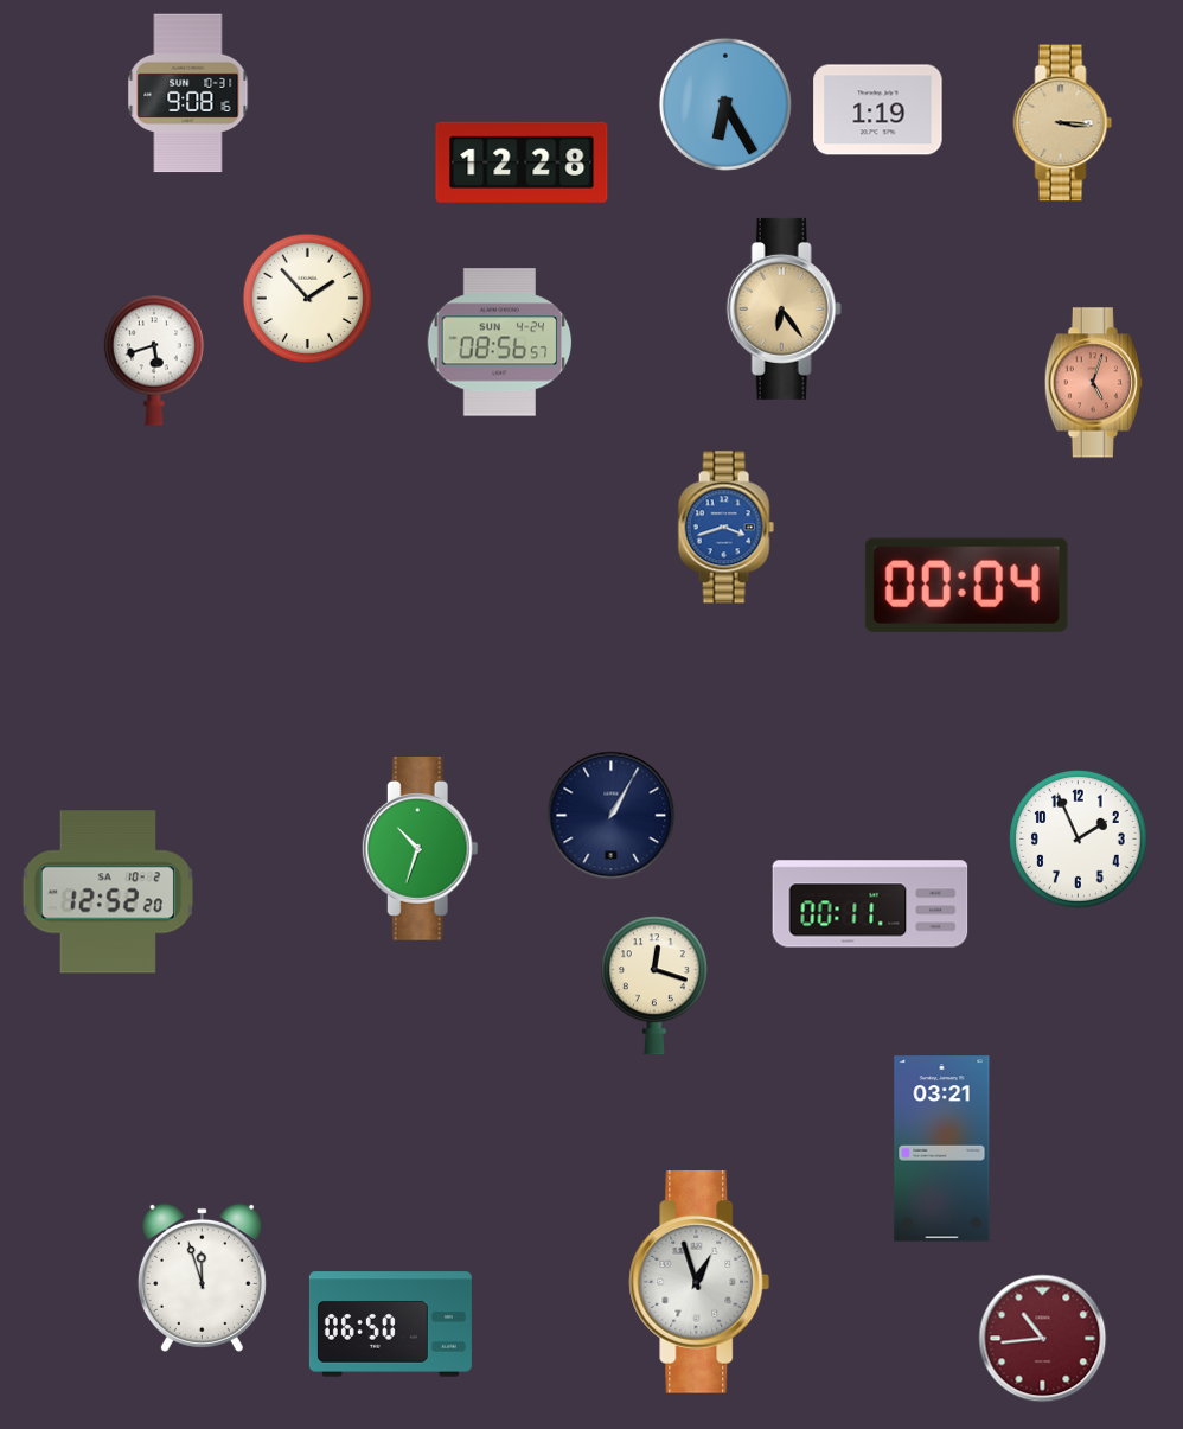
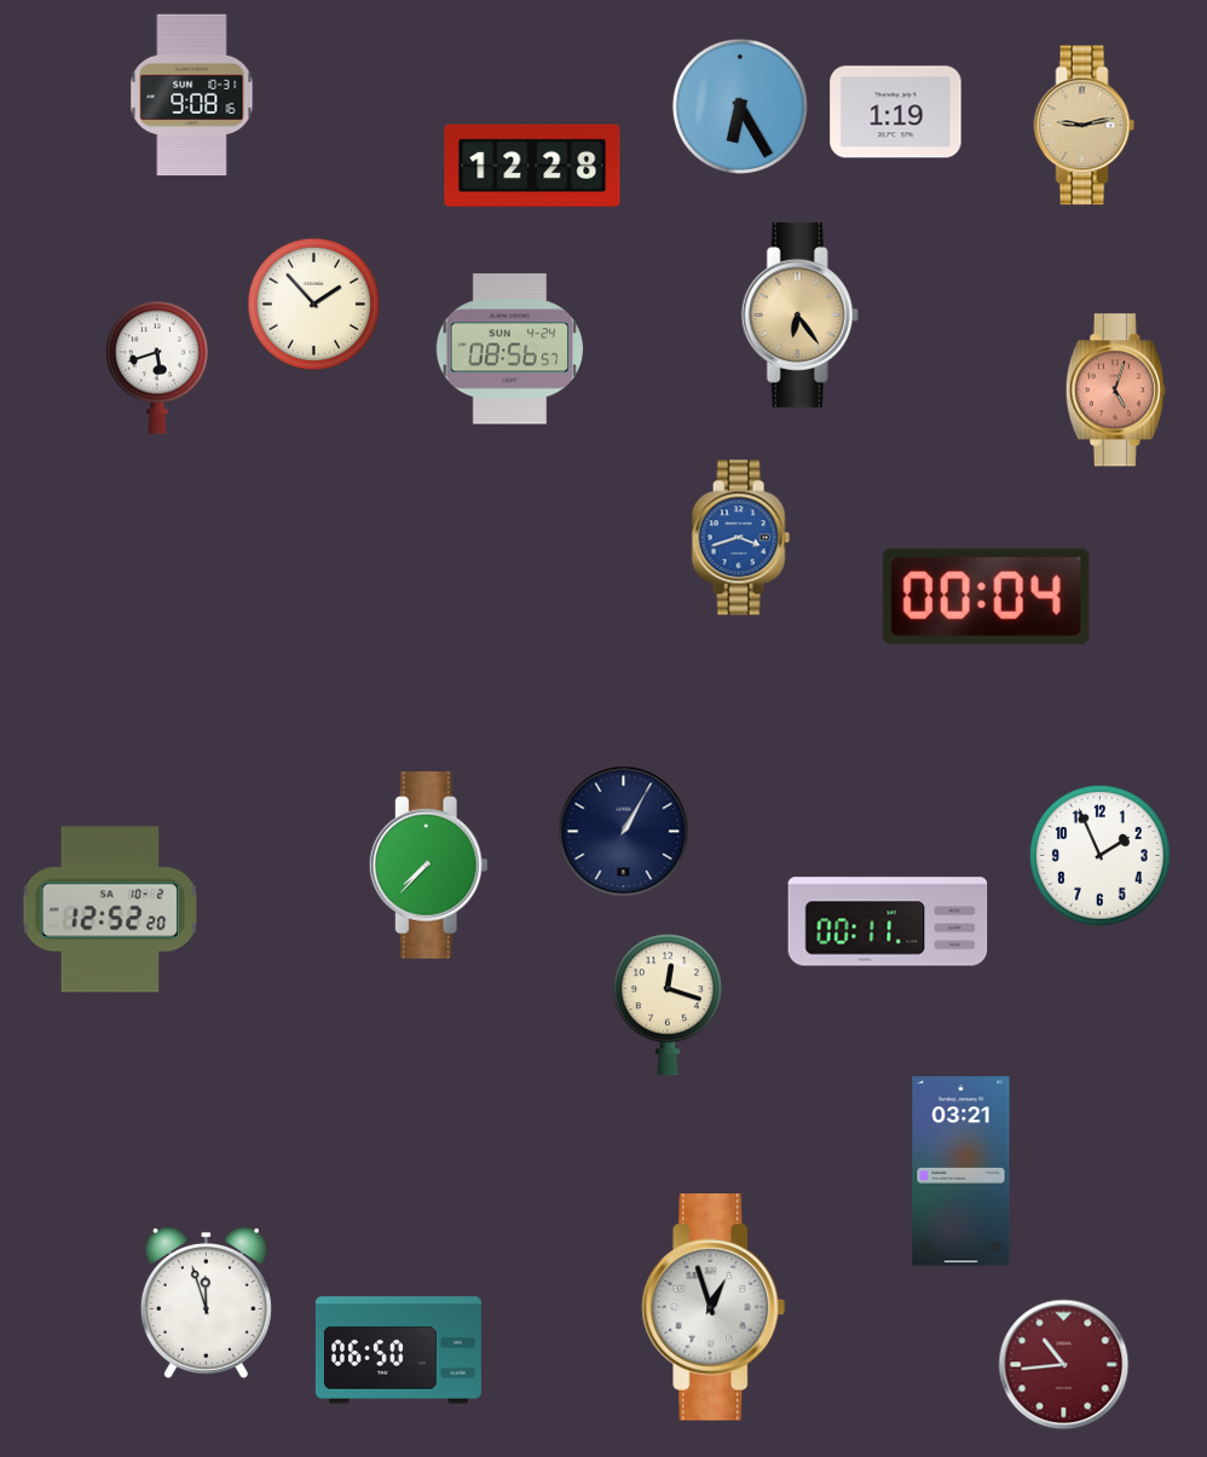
clock at (1063, 123): 3:16 -> 9:13
clock at (420, 849): 10:33 -> 7:37
